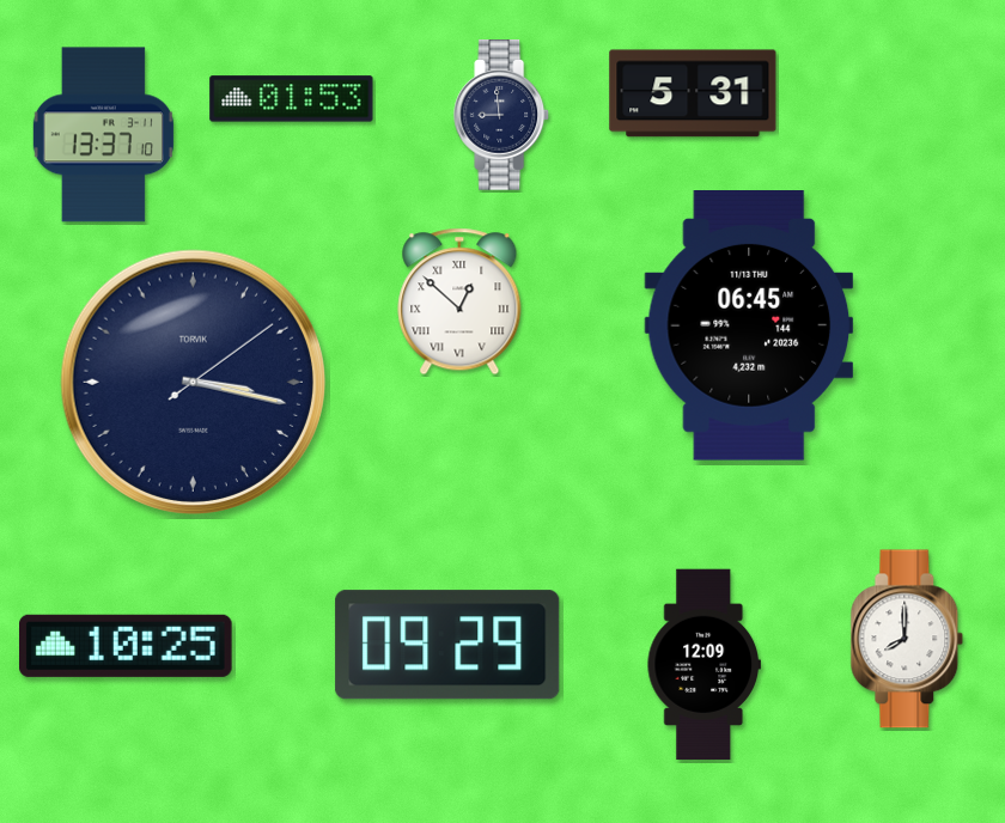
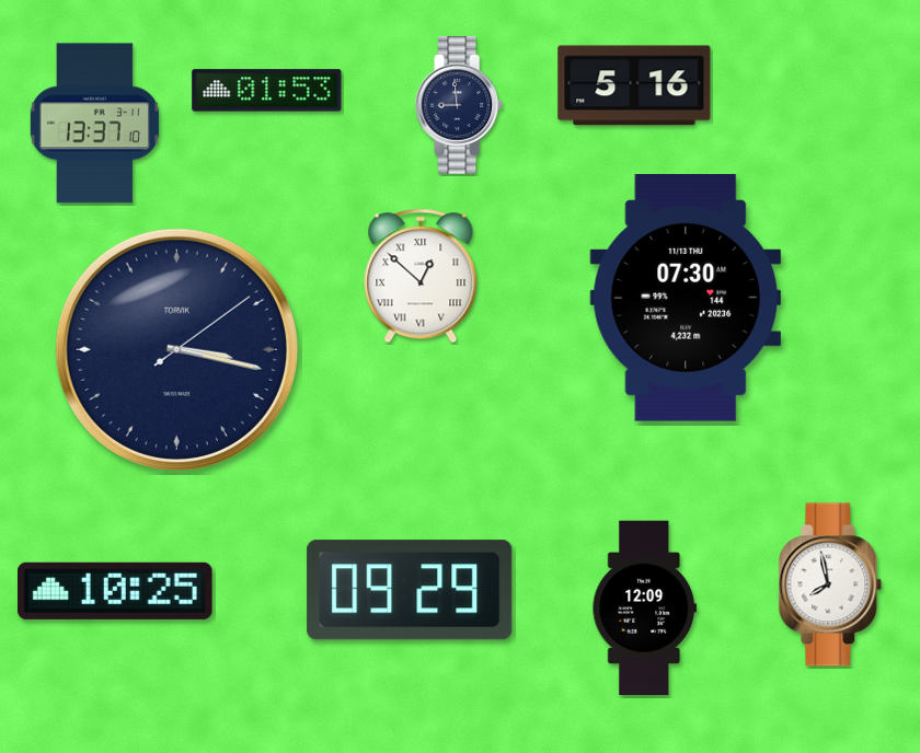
clock at (693, 93): 5:31 -> 5:16
clock at (749, 327): 06:45 -> 07:30
clock at (907, 639): 8:00 -> 7:58
